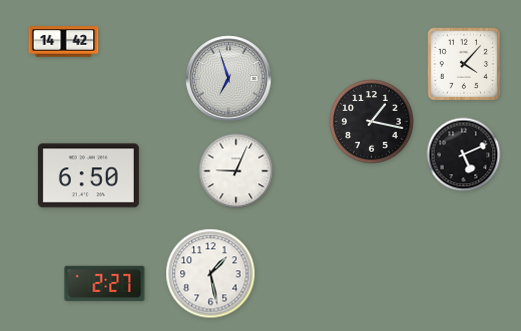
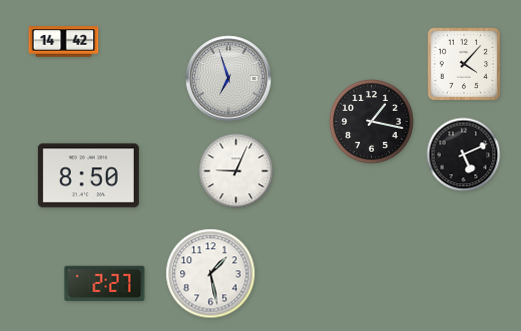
clock at (88, 176): 6:50 -> 8:50
